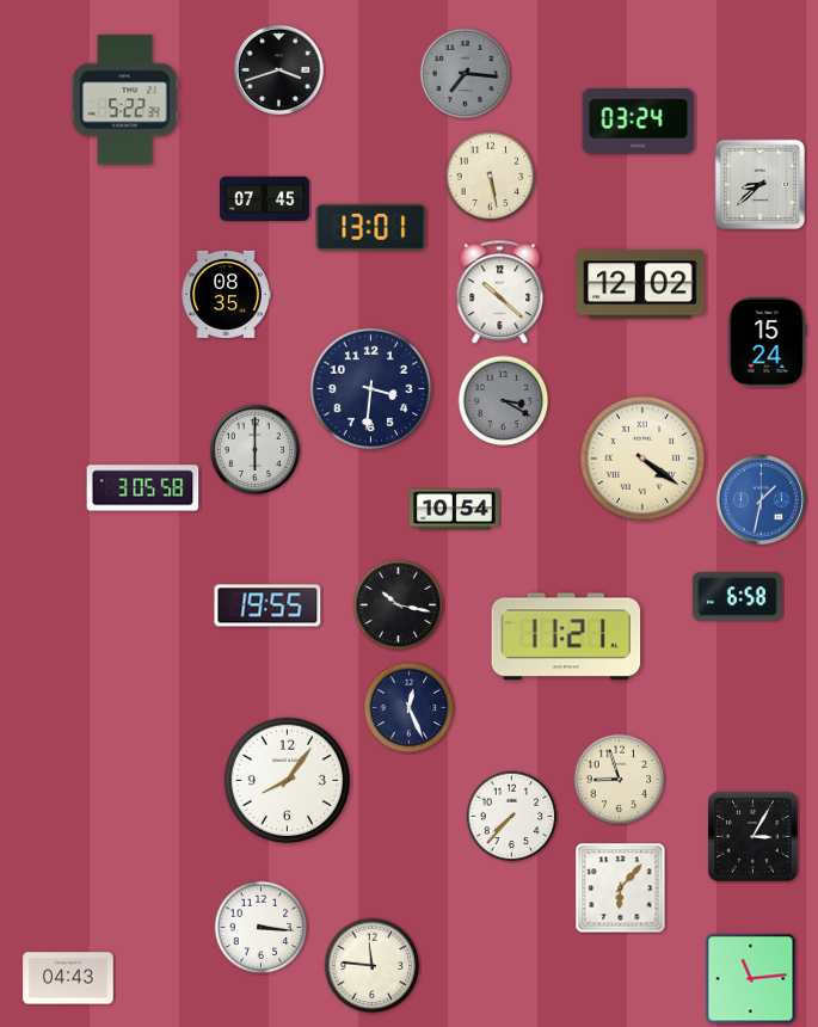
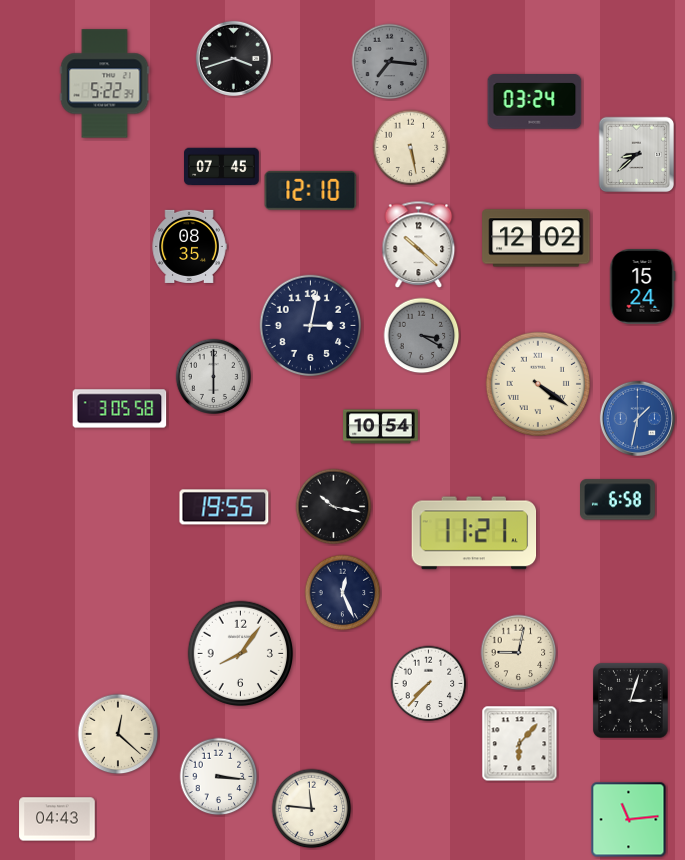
clock at (371, 227): 13:01 -> 12:10
clock at (371, 389): 3:31 -> 3:02
clock at (620, 780): 8:57 -> 9:02
clock at (754, 837): 3:05 -> 3:03
clock at (118, 734): none -> 12:22
